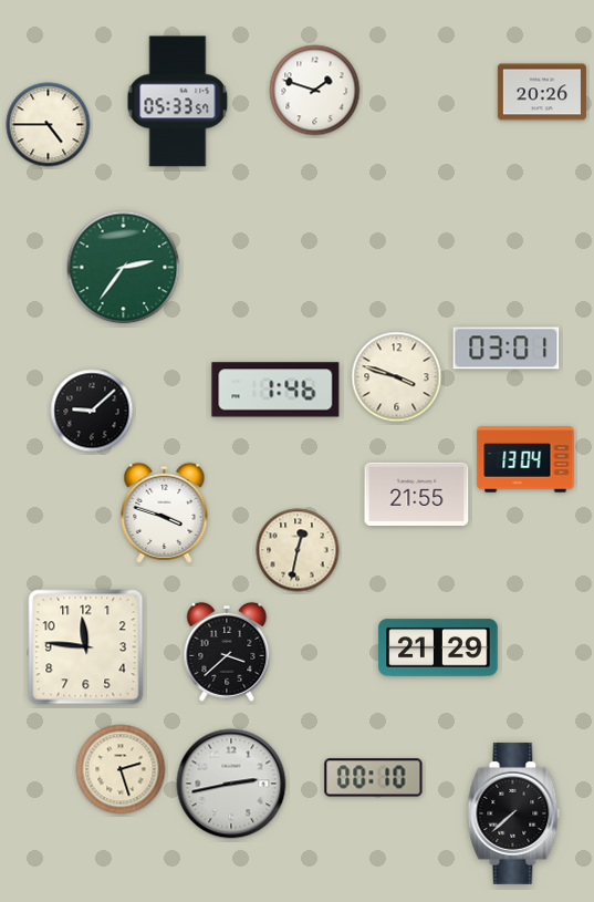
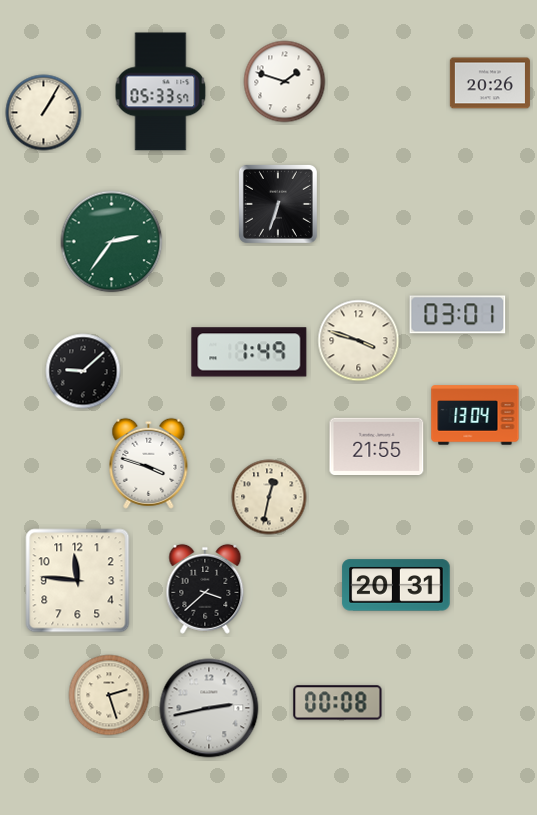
clock at (49, 125): 4:45 -> 1:05
clock at (278, 204): none -> 6:33
clock at (275, 390): 1:46 -> 1:49
clock at (86, 647) position: (86, 647) -> (78, 581)
clock at (438, 647): 21:29 -> 20:31
clock at (374, 778): 00:10 -> 00:08
clock at (513, 813): 7:38 -> none
